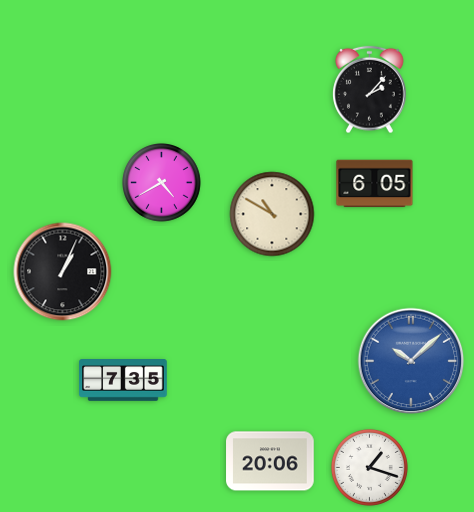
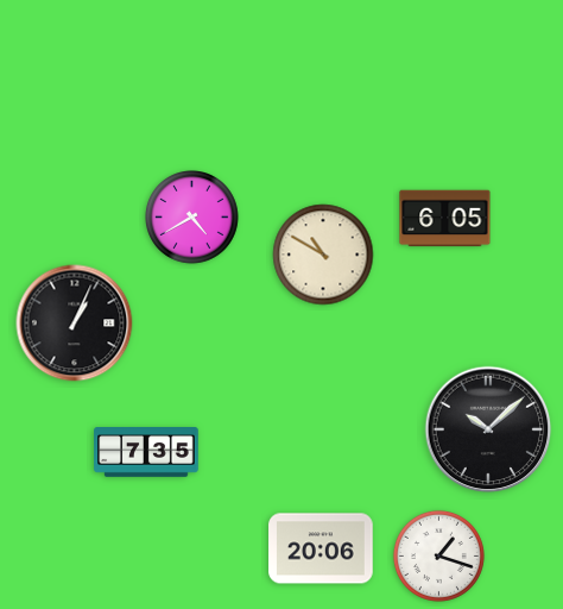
clock at (370, 90): 2:07 -> none
clock at (411, 361) dial: blue -> black
